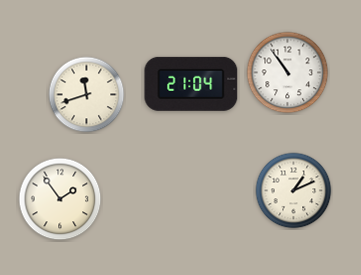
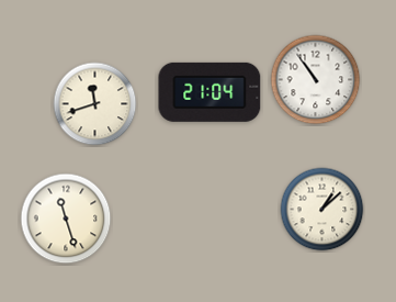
clock at (294, 191): 1:11 -> 1:08
clock at (60, 199): 1:54 -> 11:27
